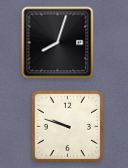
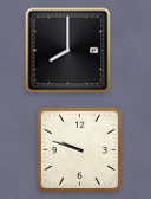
clock at (58, 43): 8:03 -> 8:00
